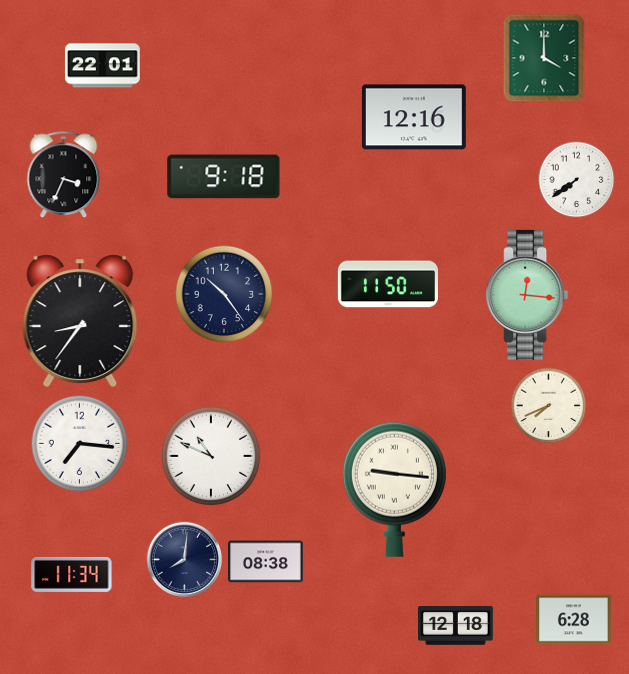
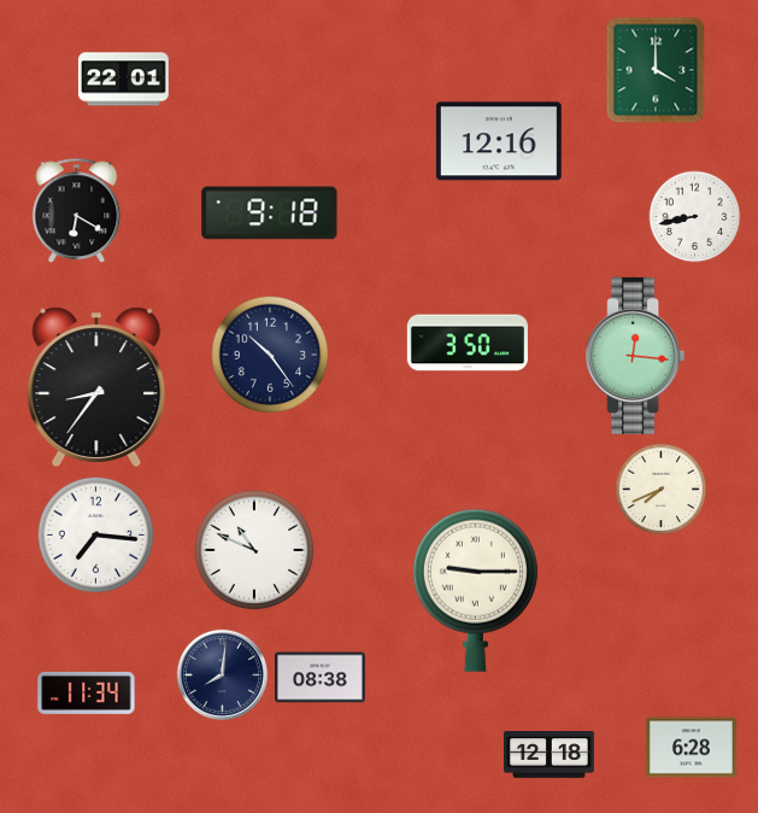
clock at (64, 175): 3:34 -> 6:20
clock at (577, 180): 7:39 -> 8:43
clock at (388, 284): 11:50 -> 3:50
clock at (394, 489): 9:16 -> 9:15
